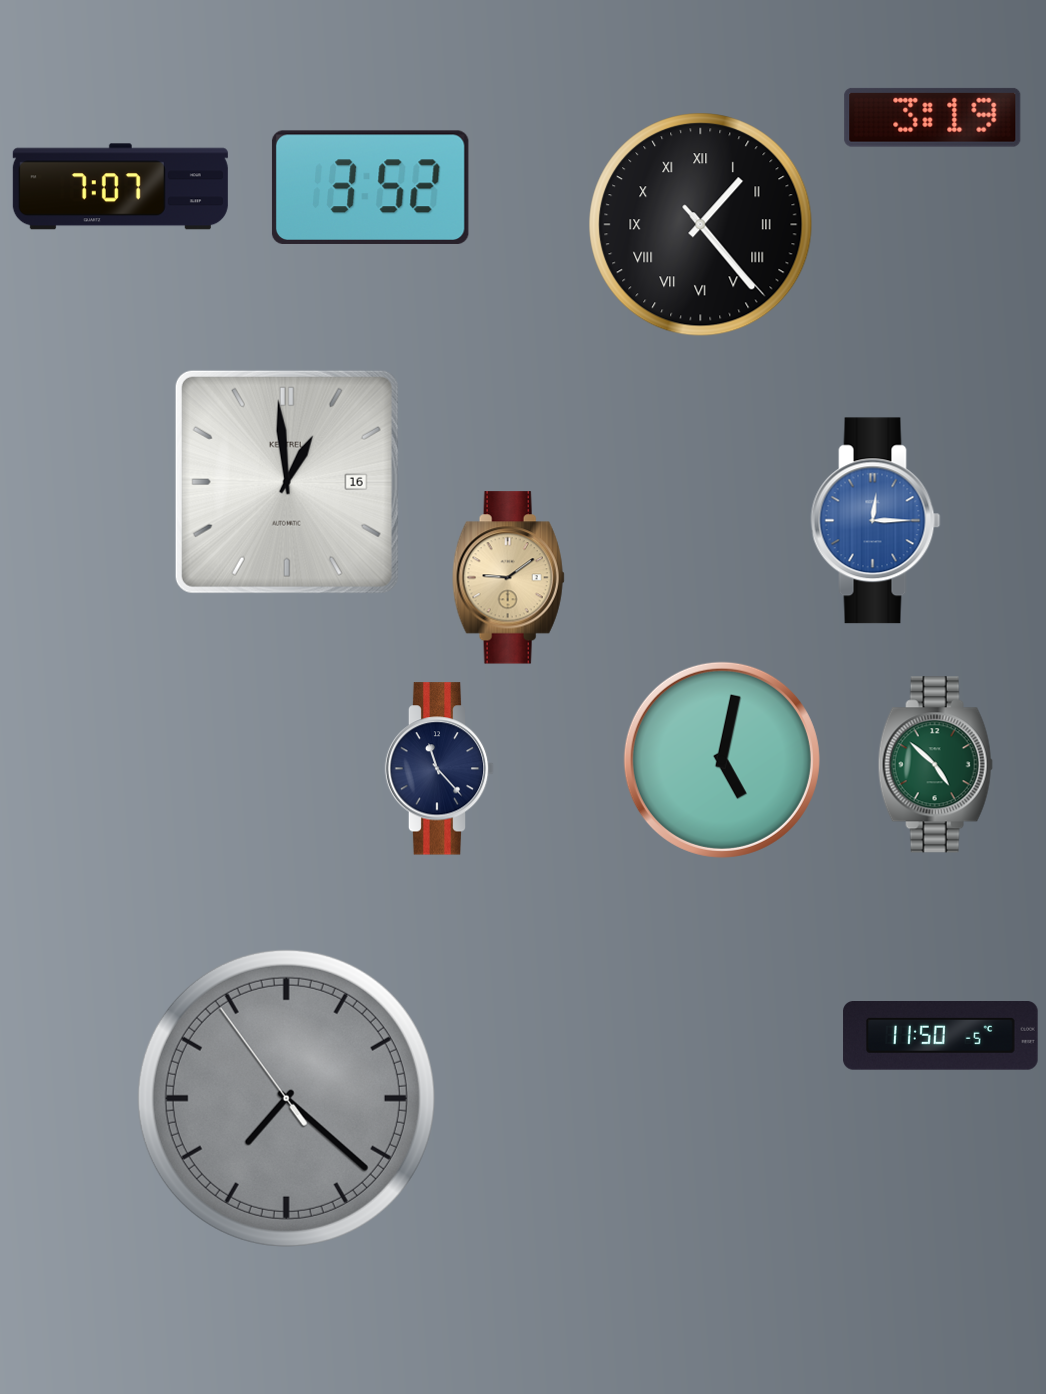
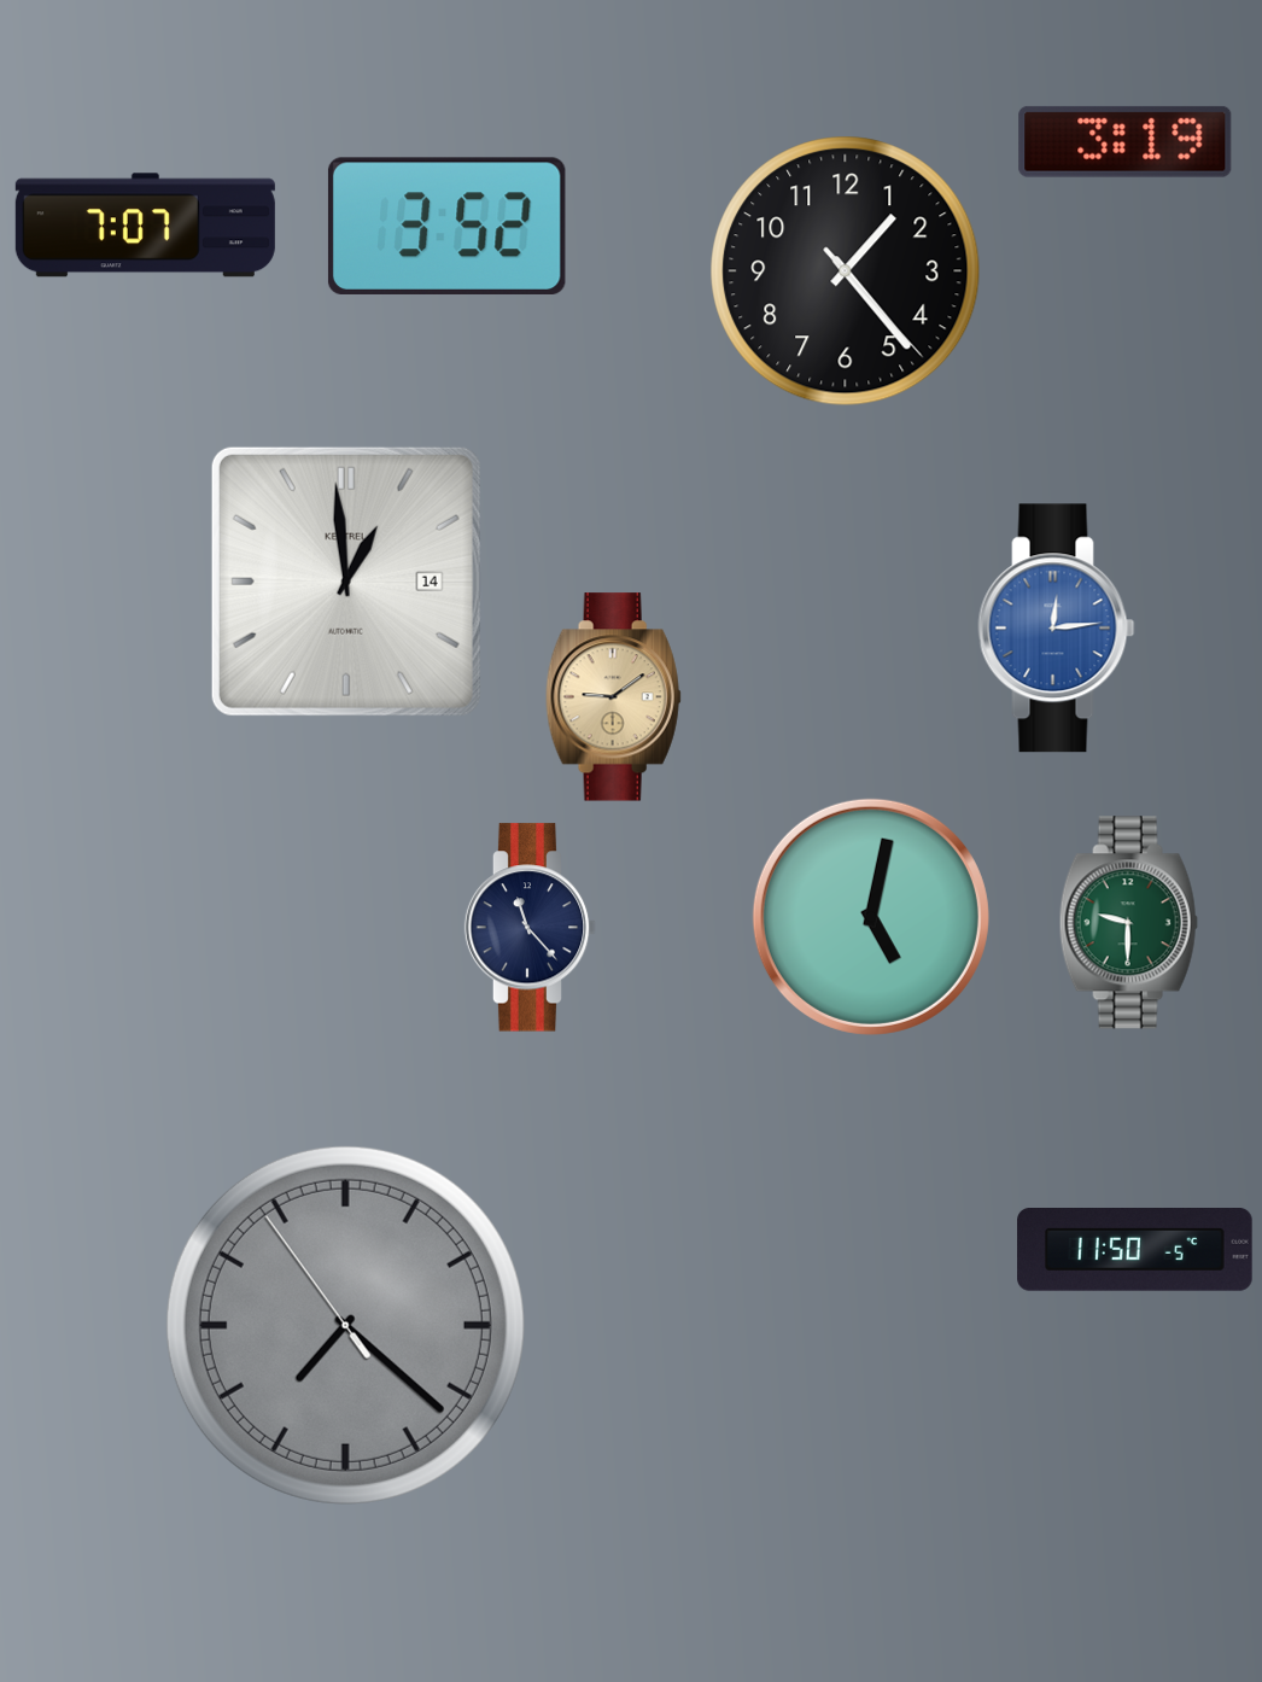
clock at (701, 225) numerals: Roman -> Arabic
clock at (287, 482) date: 16 -> 14
clock at (876, 521): 12:15 -> 12:14
clock at (935, 765): 4:52 -> 9:30
